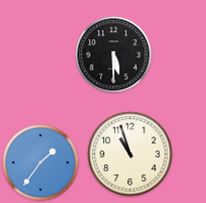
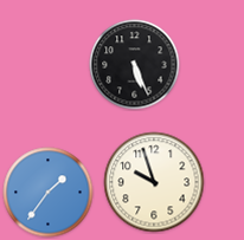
clock at (114, 55): 5:30 -> 5:26
clock at (130, 154): 10:57 -> 9:57
